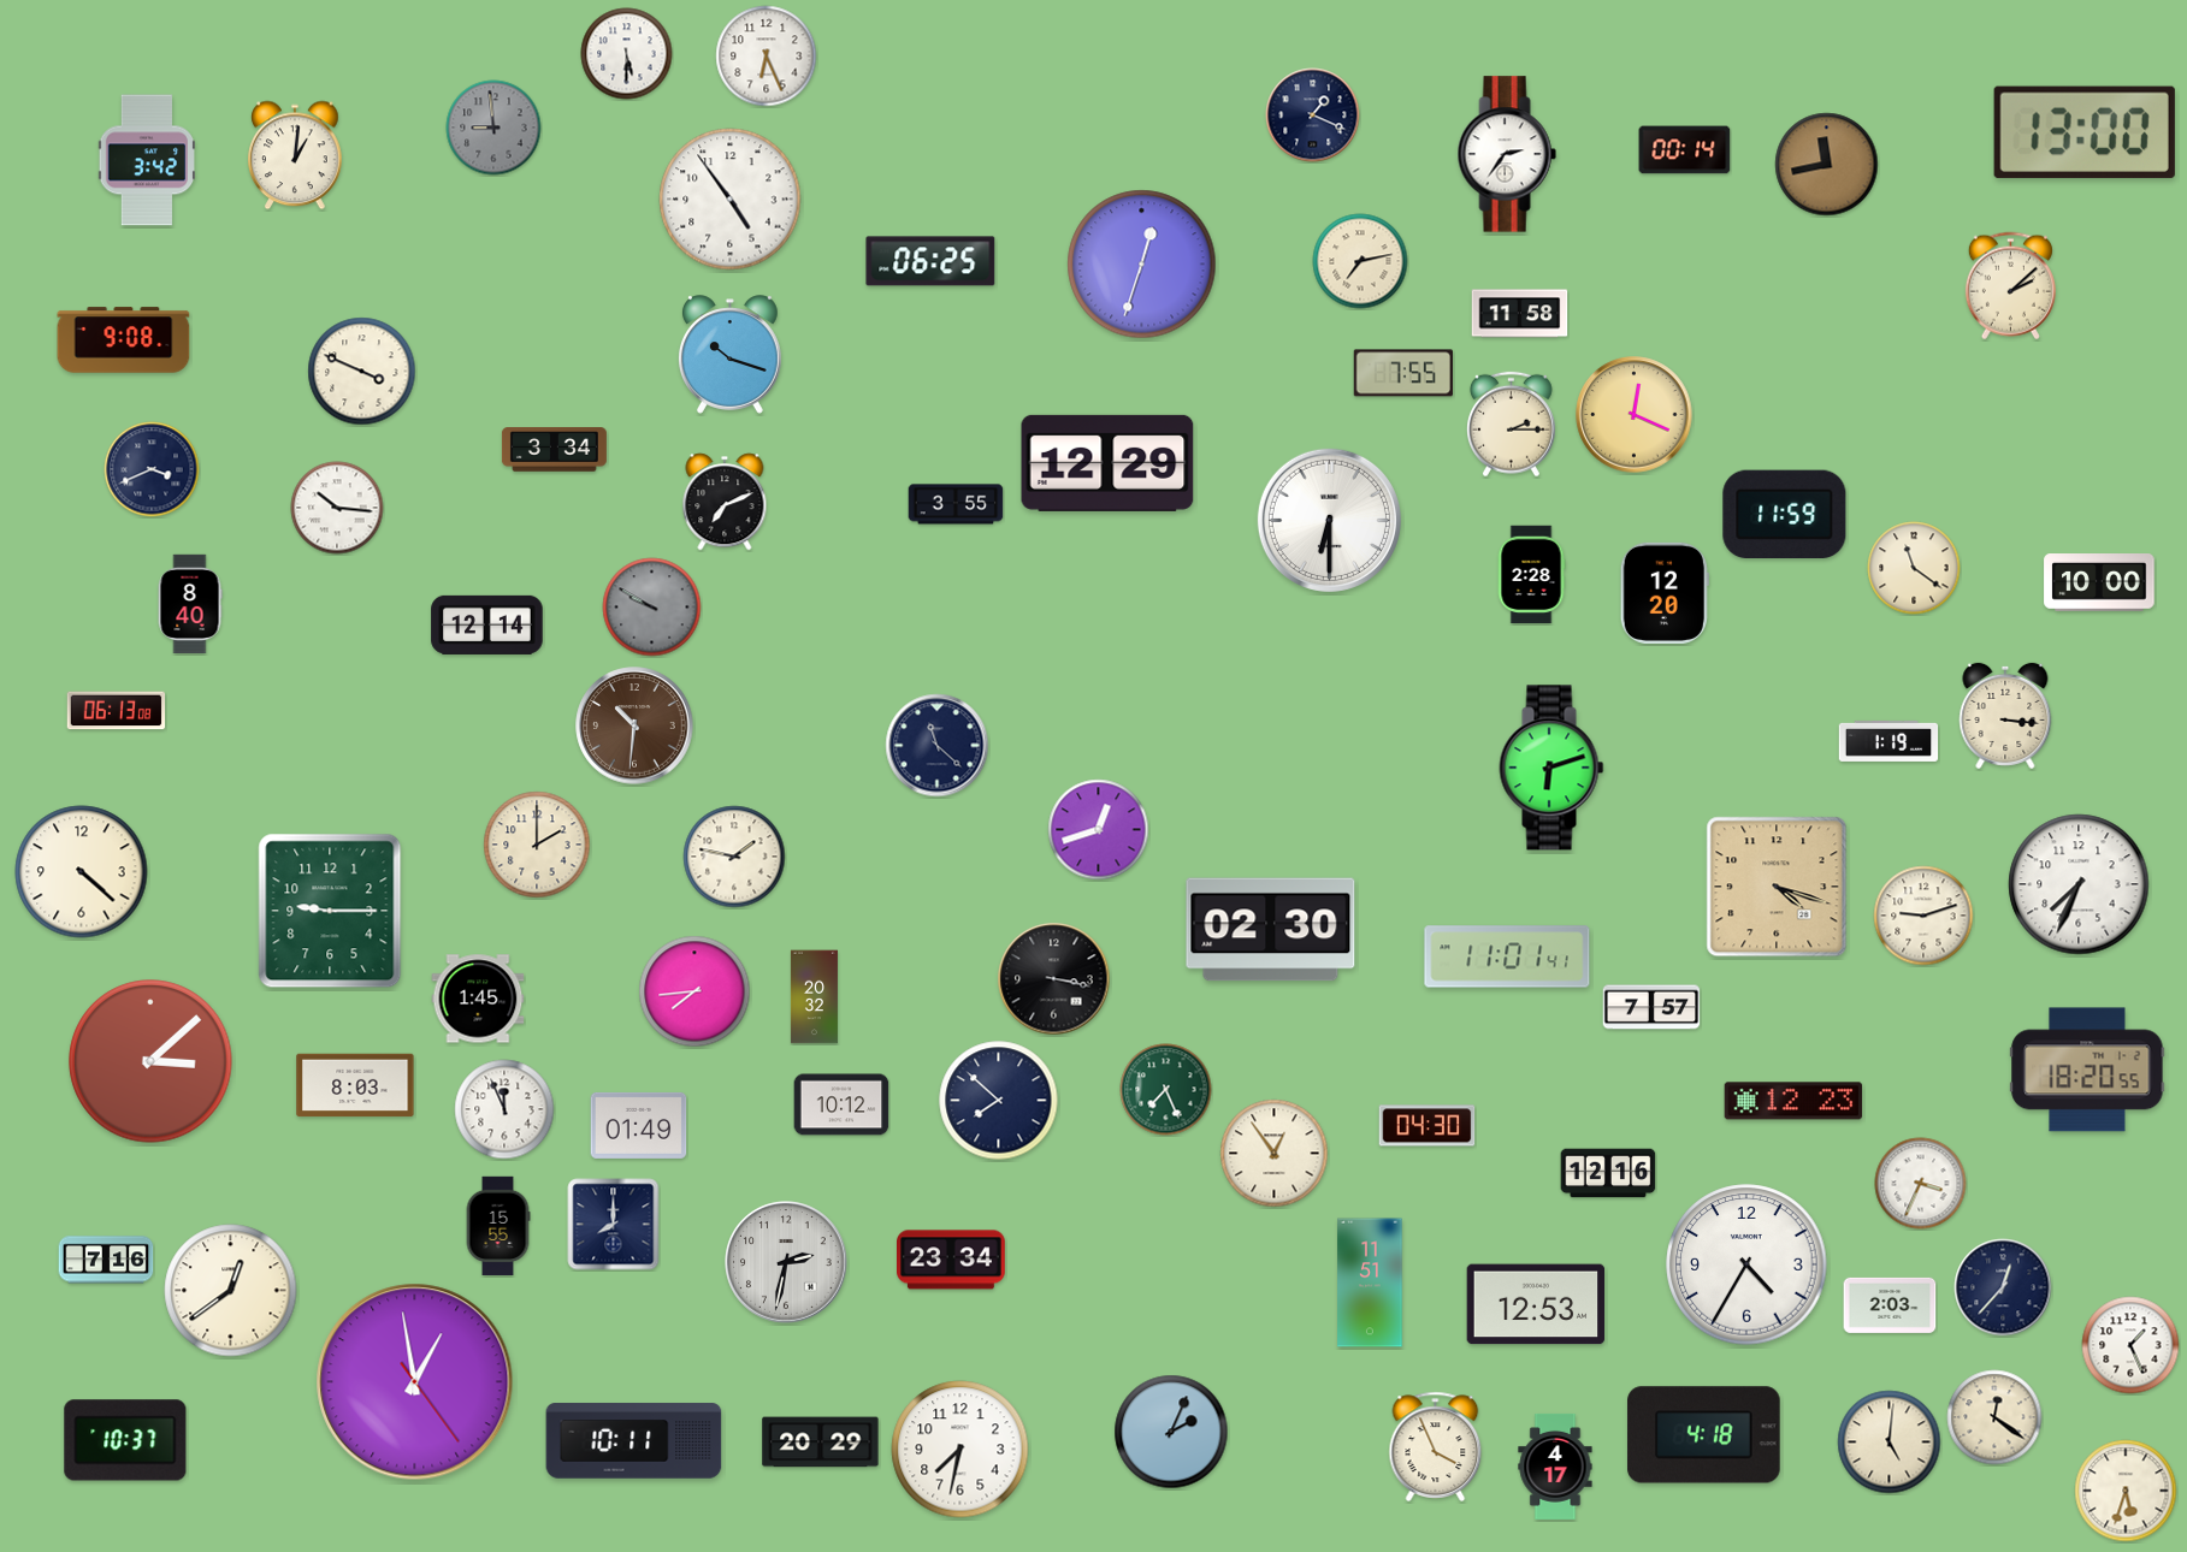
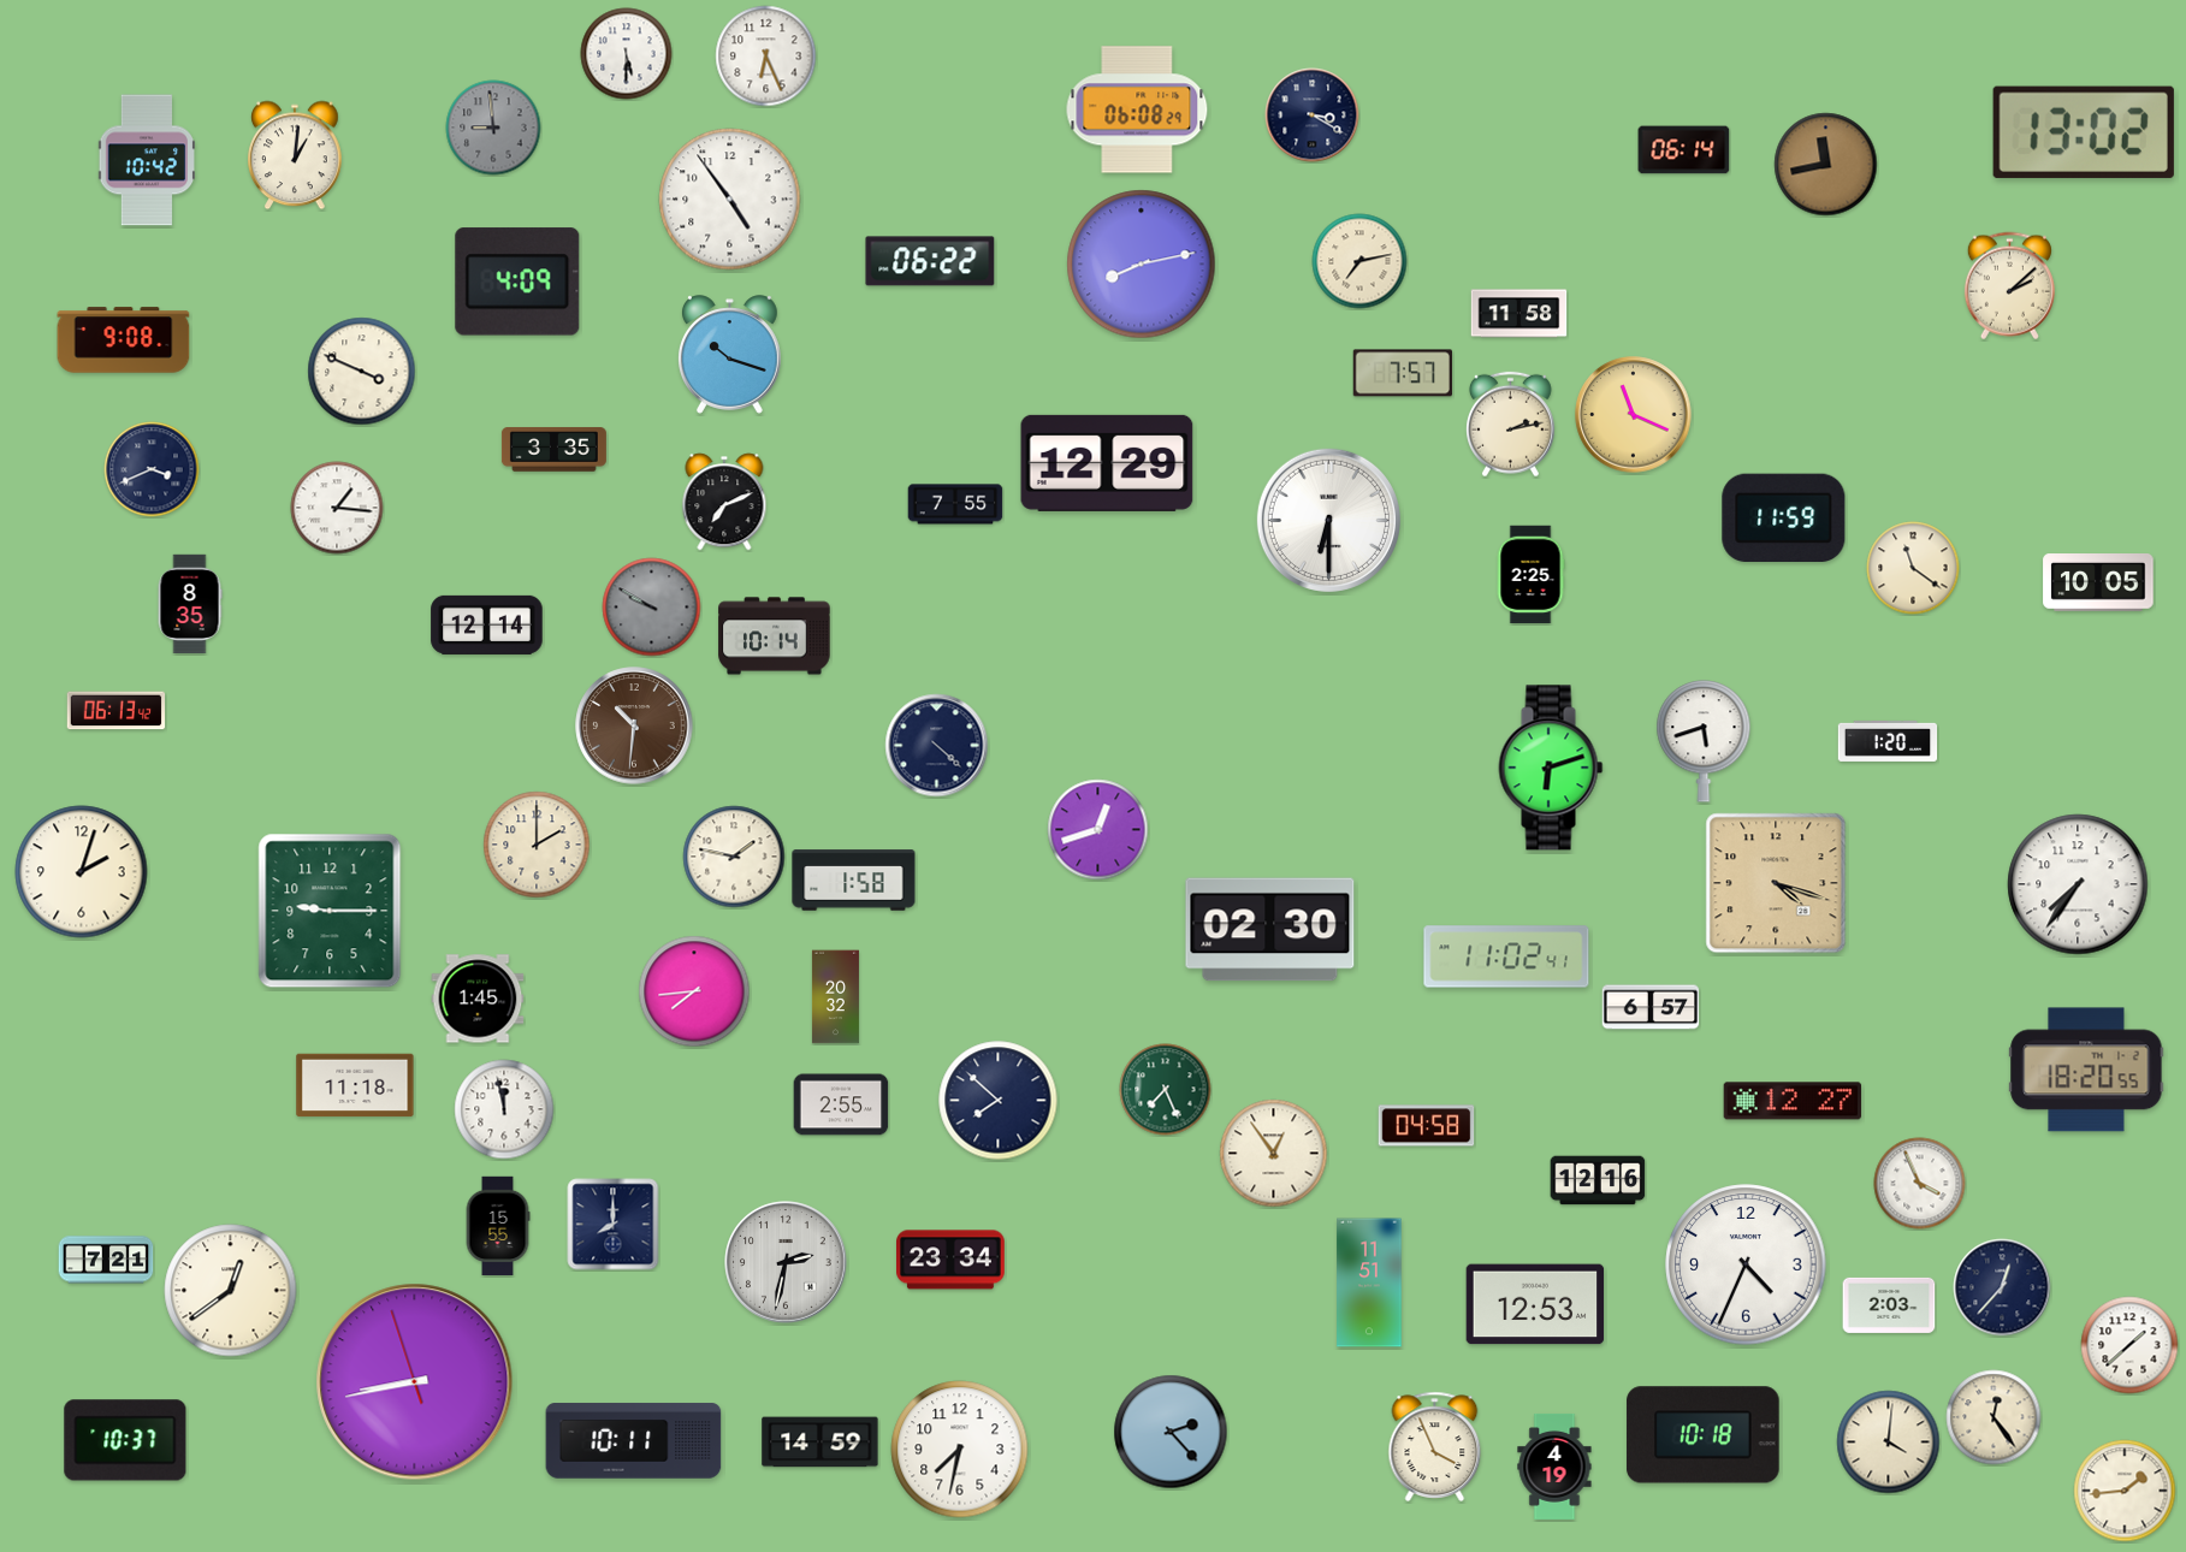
clock at (1137, 109): none -> 06:08
clock at (1313, 115): 1:19 -> 3:20
clock at (2085, 132): 13:00 -> 13:02
clock at (1685, 150): 00:14 -> 06:14
clock at (1507, 154): 2:36 -> none
clock at (146, 160): 3:42 -> 10:42
clock at (930, 261): 06:25 -> 06:22
clock at (1142, 265): 12:33 -> 8:13
clock at (517, 282): none -> 4:09
clock at (1403, 373): 7:55 -> 7:57
clock at (1635, 415): 12:19 -> 11:19
clock at (1512, 425): 2:15 -> 2:13
clock at (554, 450): 3:34 -> 3:35
clock at (956, 504): 3:55 -> 7:55
clock at (337, 508): 10:16 -> 1:16
clock at (1785, 514) position: (1785, 514) -> (1784, 517)
clock at (1531, 575): 2:28 -> 2:25
clock at (2099, 584): 10:00 -> 10:05
clock at (1665, 593): 12:20 -> none
clock at (190, 604): 8:40 -> 8:35
clock at (775, 636): none -> 10:14
clock at (117, 711): 06:13:08 -> 06:13:42
clock at (2005, 716): 3:16 -> none
clock at (1704, 741): none -> 5:42
clock at (1888, 741): 1:19 -> 1:20
clock at (938, 746): 11:22 -> 4:22
clock at (82, 872): 4:22 -> 2:03
clock at (854, 881): none -> 1:58
clock at (2079, 884): 7:34 -> 7:36
clock at (1777, 887) position: (1777, 887) -> (1776, 883)
clock at (1923, 916): 9:12 -> none
clock at (1507, 956): 11:01 -> 11:02
clock at (1054, 979): 3:17 -> none
clock at (814, 997) position: (814, 997) -> (835, 997)
clock at (1651, 1007): 7:57 -> 6:57
clock at (150, 1061): 3:08 -> none
clock at (355, 1085): 8:03 -> 11:18
clock at (1793, 1101): 12:23 -> 12:27
clock at (841, 1104): 10:12 -> 2:55
clock at (504, 1109): 11:56 -> 11:58
clock at (639, 1125): 01:49 -> none
clock at (1428, 1126): 04:30 -> 04:58
clock at (1608, 1173) position: (1608, 1173) -> (1598, 1180)
clock at (1921, 1184): 3:34 -> 3:56
clock at (106, 1260): 7:16 -> 7:21
clock at (1746, 1264): 4:35 -> 4:34
clock at (2130, 1345): 1:26 -> 1:38
clock at (415, 1382): 12:58 -> 8:42
clock at (1994, 1417): 12:21 -> 12:24
clock at (1171, 1432): 2:04 -> 2:23
clock at (1704, 1435): 4:18 -> 10:18
clock at (821, 1443): 20:29 -> 14:59
clock at (1890, 1443): 5:01 -> 4:01
clock at (1555, 1467): 4:17 -> 4:19
clock at (2126, 1491): 5:33 -> 1:44
